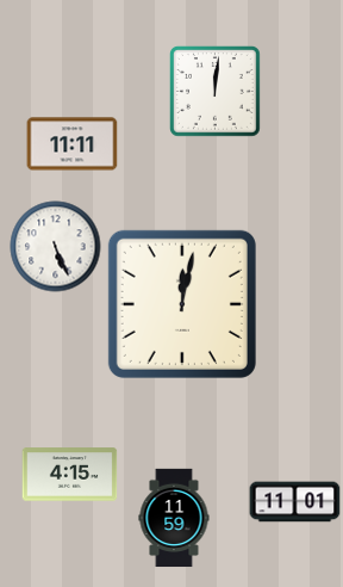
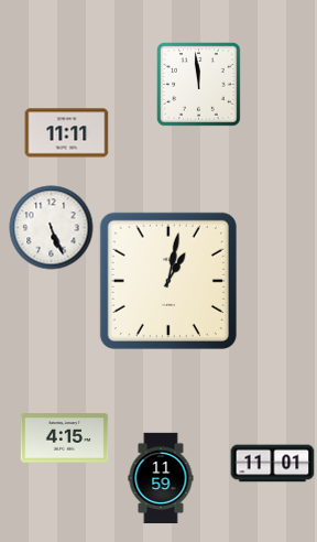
clock at (216, 92): 12:01 -> 11:59
clock at (182, 304): 12:02 -> 1:02
